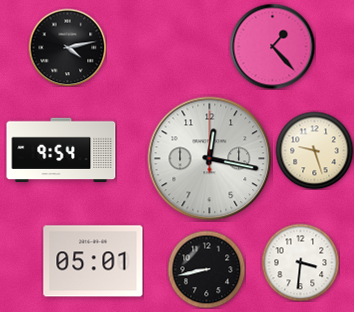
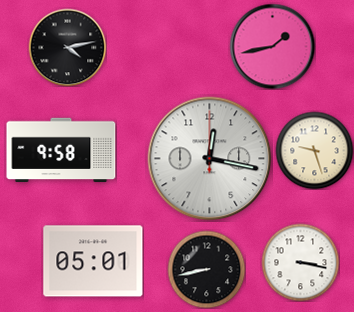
clock at (272, 46): 1:23 -> 1:43
clock at (61, 150): 9:54 -> 9:58
clock at (300, 262): 3:31 -> 3:17
